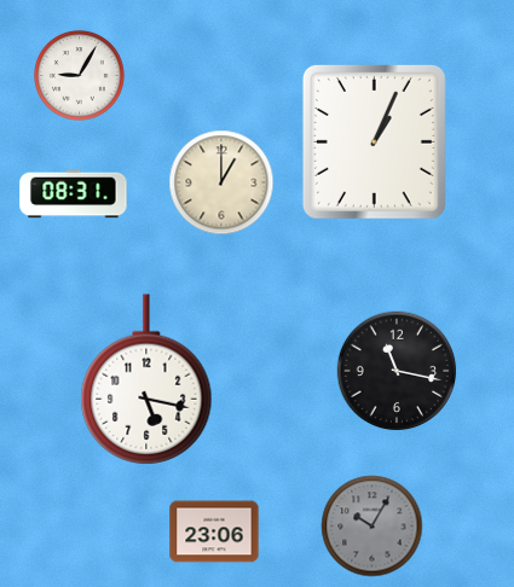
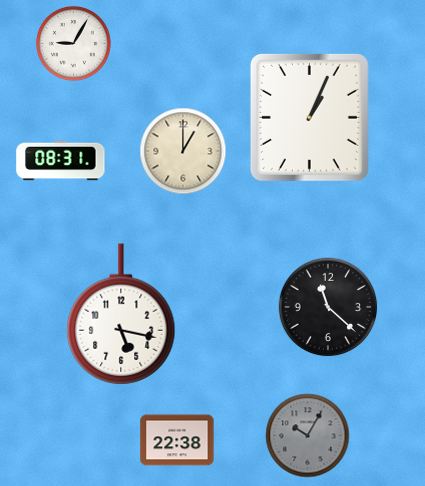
clock at (79, 75) position: (79, 75) -> (73, 43)
clock at (397, 371): 11:17 -> 11:22
clock at (214, 531): 23:06 -> 22:38
